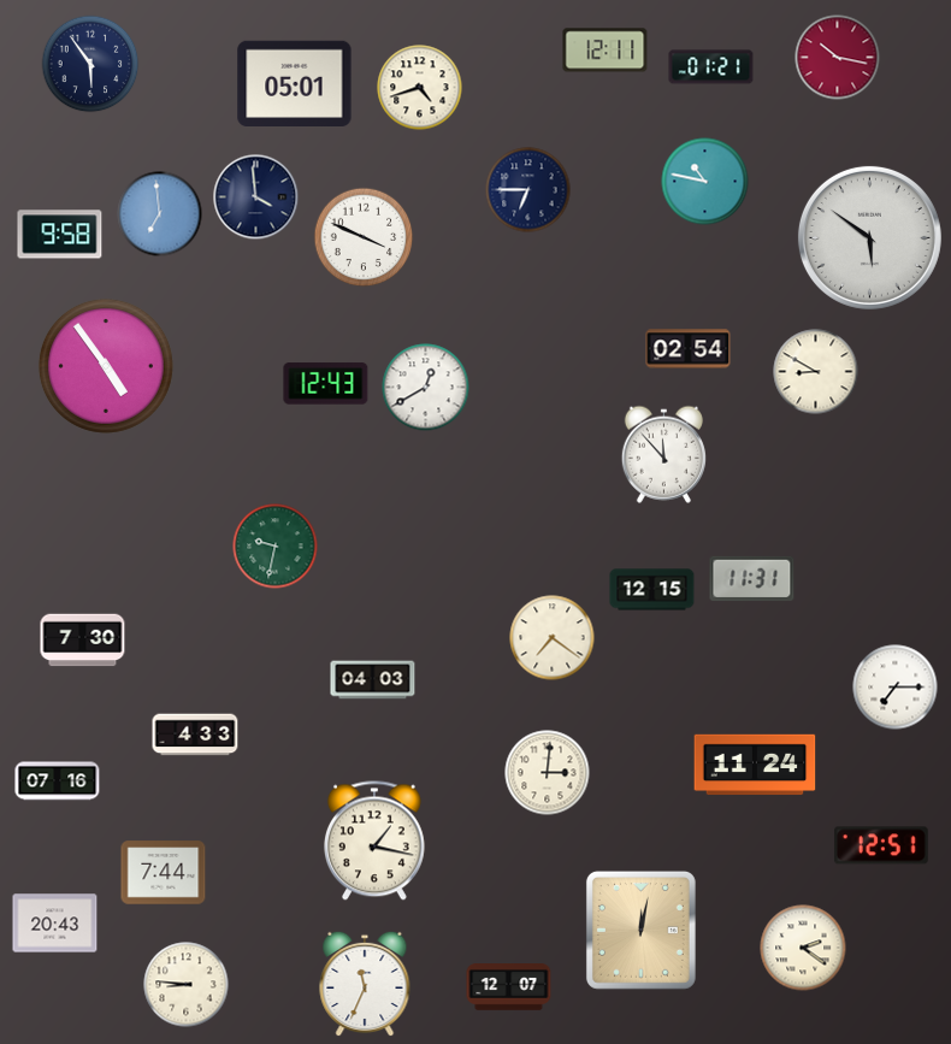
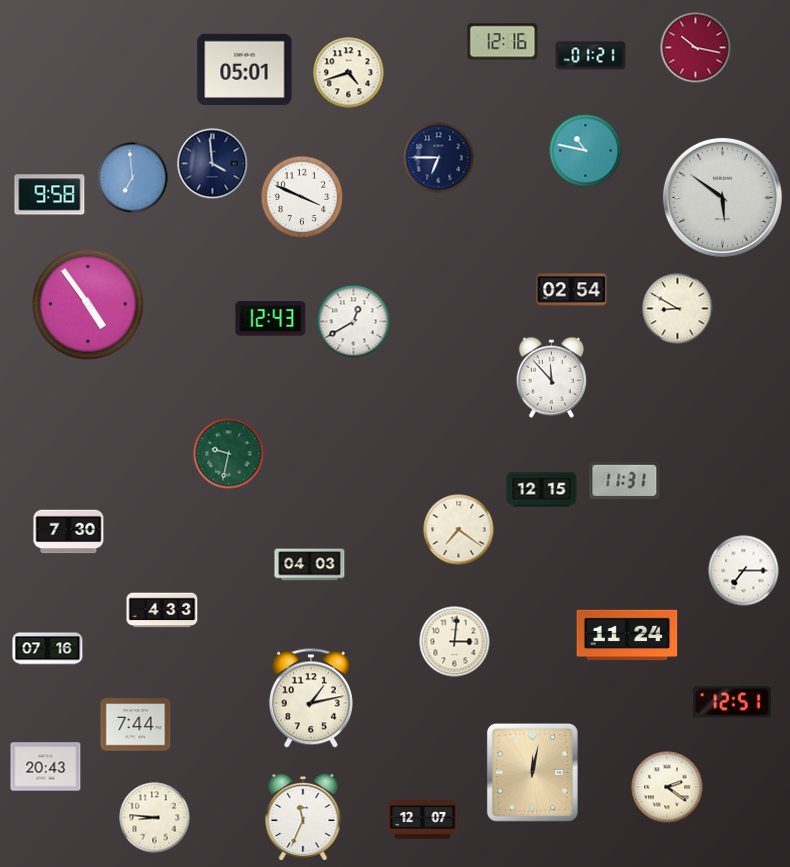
clock at (606, 51): 12:11 -> 12:16
clock at (90, 64): 5:54 -> none
clock at (374, 840): 1:17 -> 1:13
